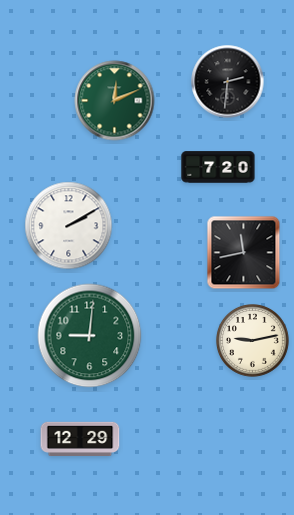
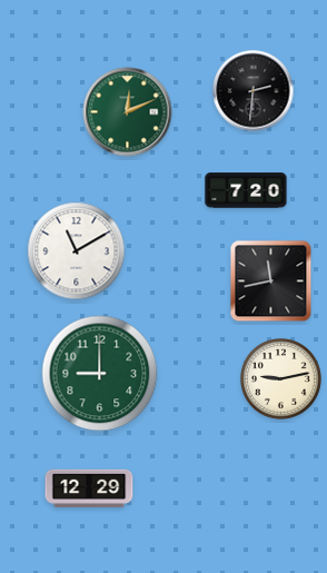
clock at (218, 167) position: (218, 167) -> (246, 190)
clock at (69, 226): 2:10 -> 11:10
clock at (90, 336): 9:01 -> 9:00
